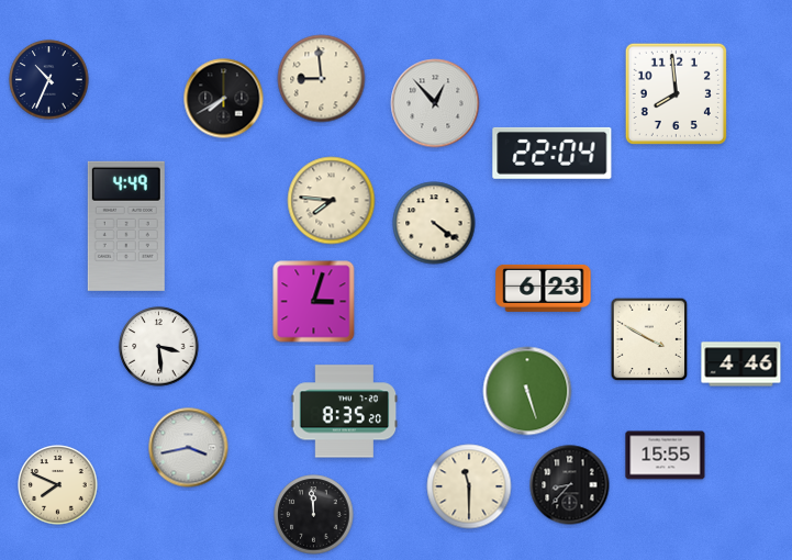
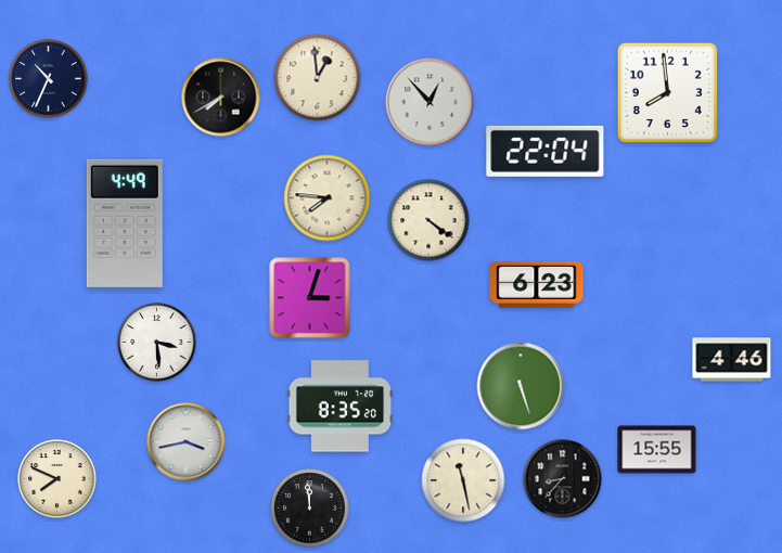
clock at (322, 79): 8:59 -> 12:59
clock at (649, 339): 3:50 -> none
clock at (469, 486): 11:30 -> 11:28
